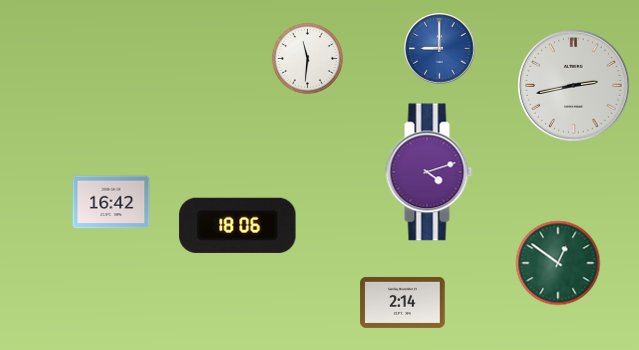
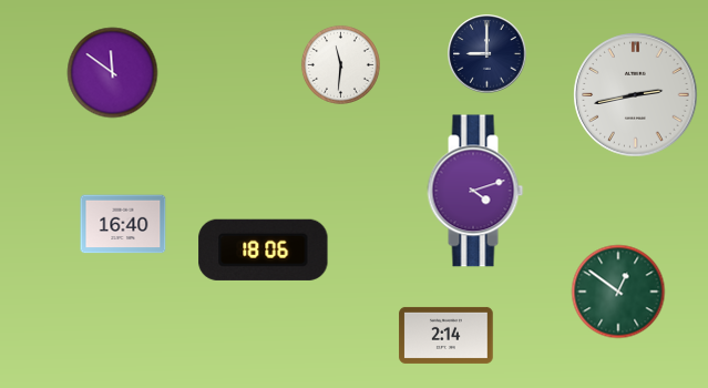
clock at (440, 49) dial: blue -> navy
clock at (113, 73): none -> 11:51
clock at (111, 202): 16:42 -> 16:40
